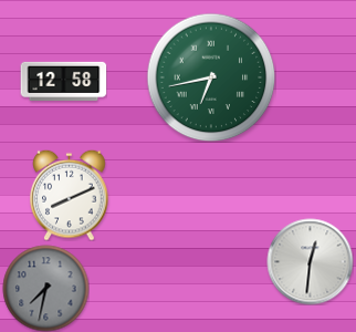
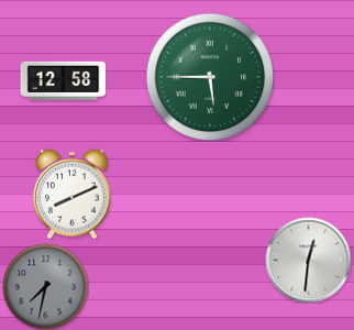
clock at (211, 77): 6:43 -> 5:45
clock at (70, 195) position: (70, 195) -> (73, 194)
